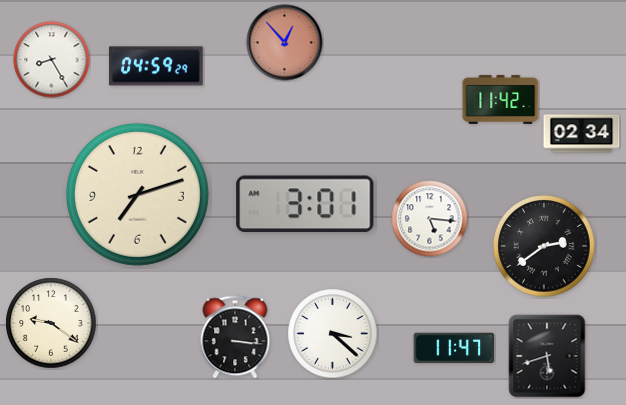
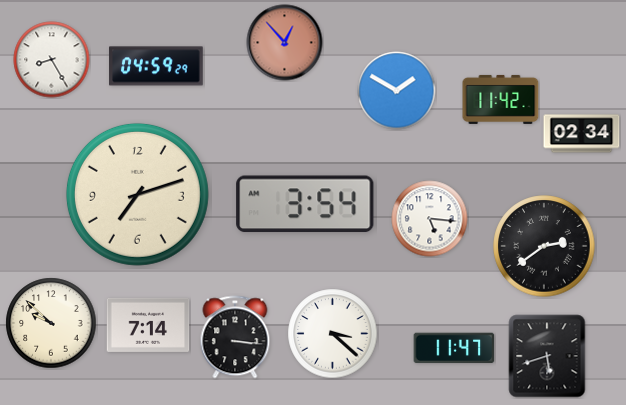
clock at (397, 91): none -> 1:50
clock at (305, 204): 3:01 -> 3:54
clock at (51, 323): 9:21 -> 9:52
clock at (148, 325): none -> 7:14
